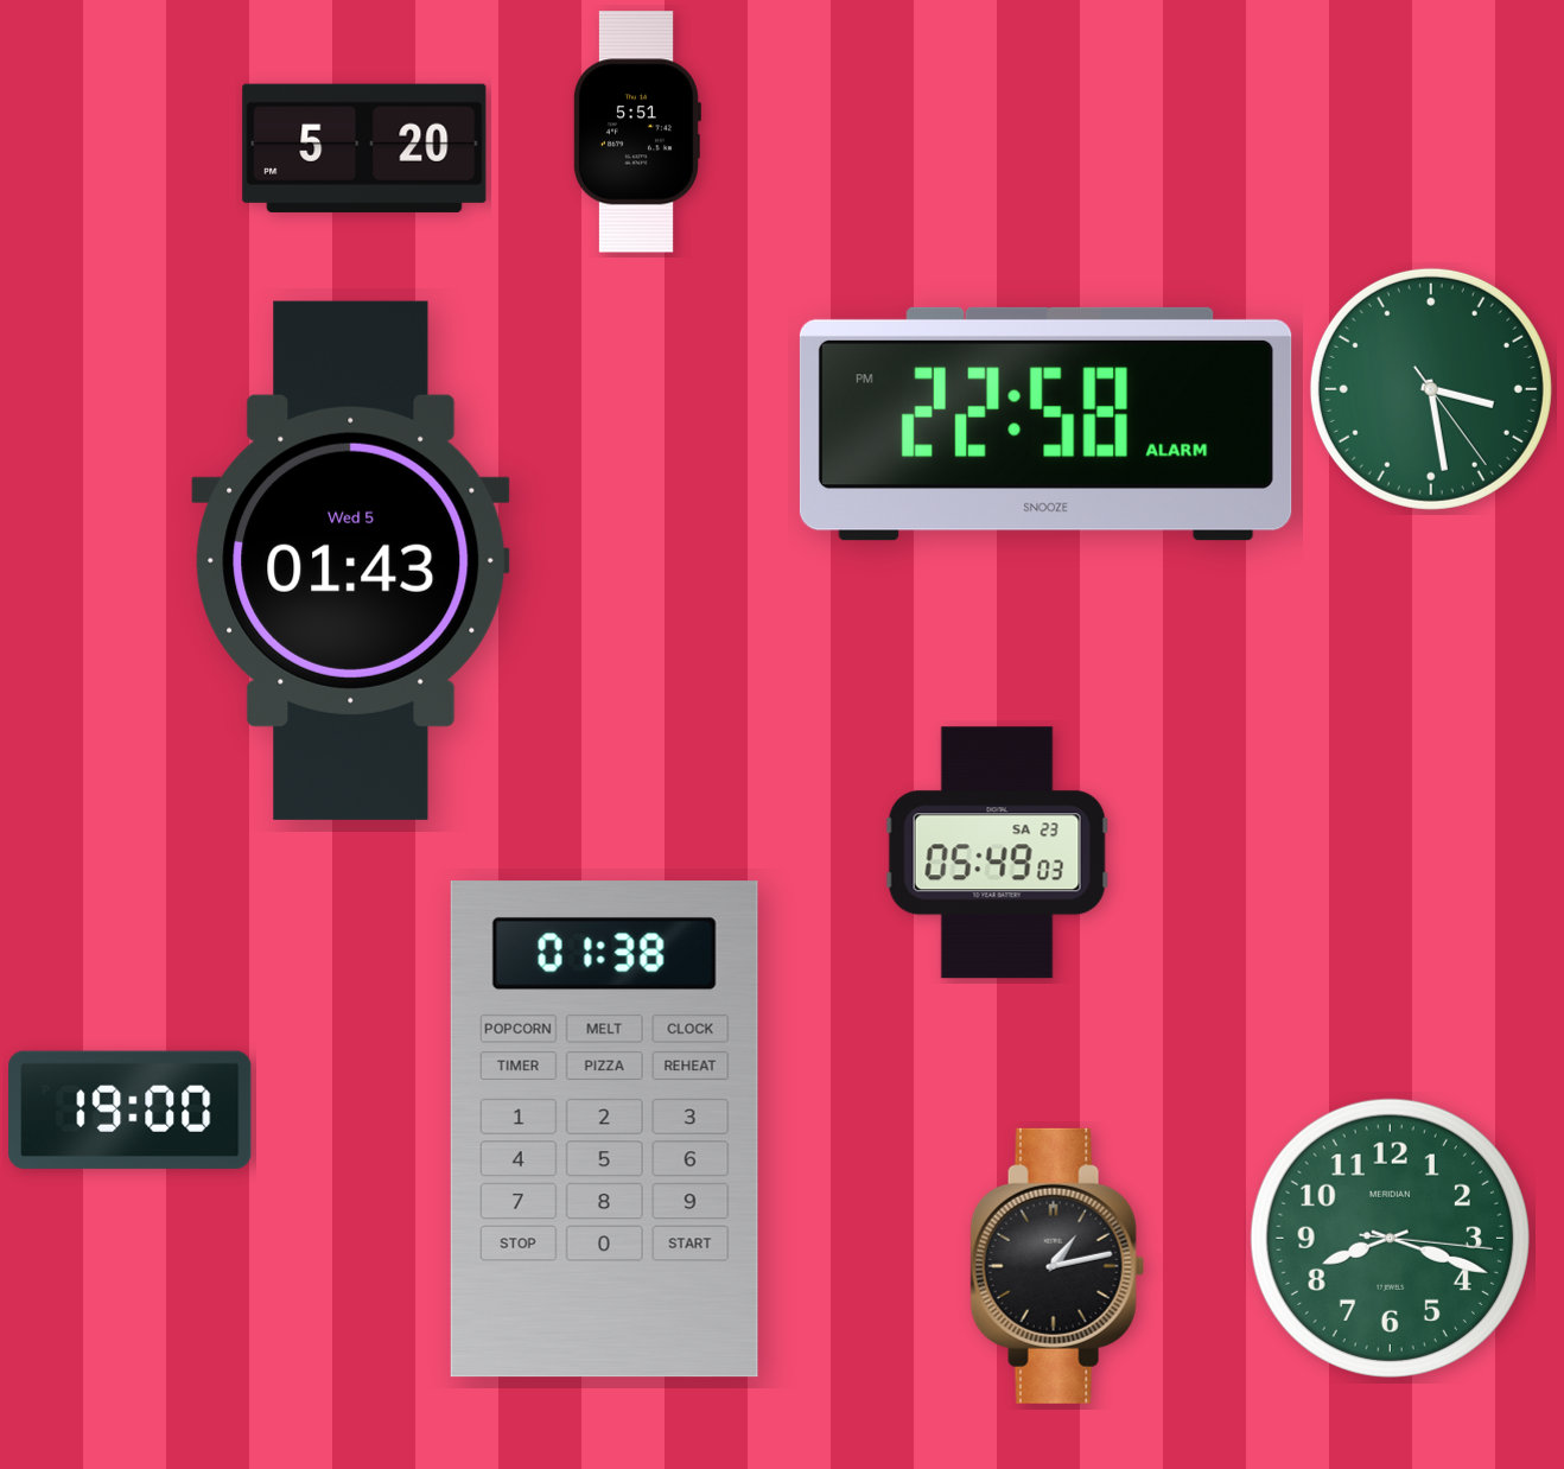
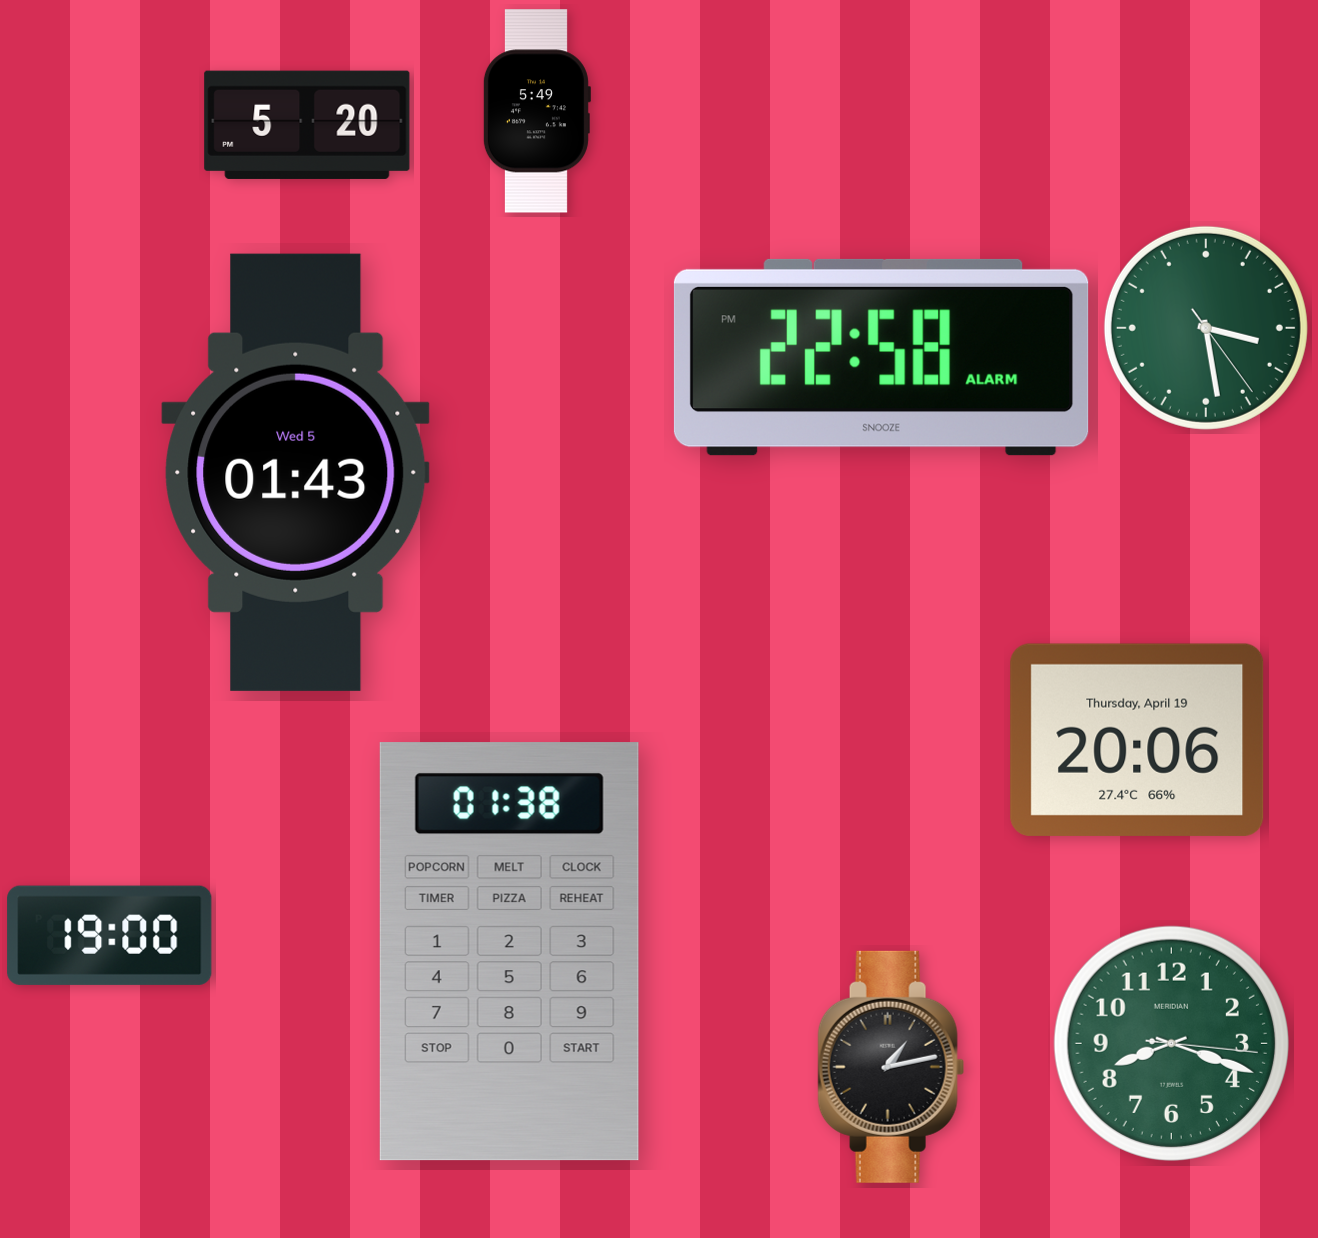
clock at (636, 132): 5:51 -> 5:49
clock at (997, 853): 05:49 -> none
clock at (1137, 740): none -> 20:06
